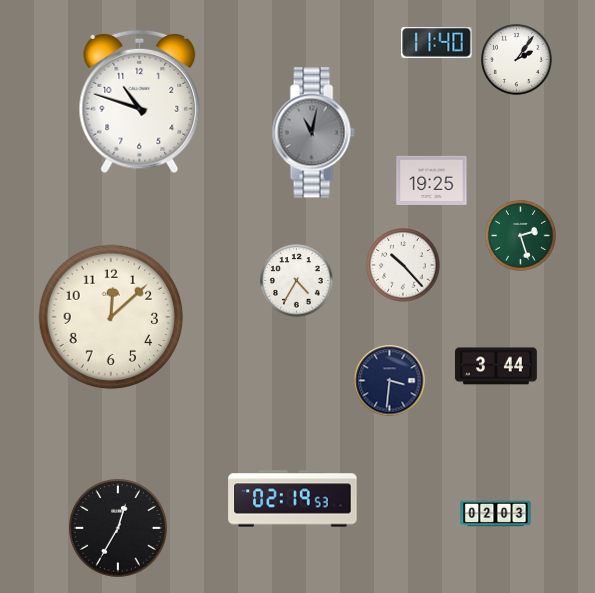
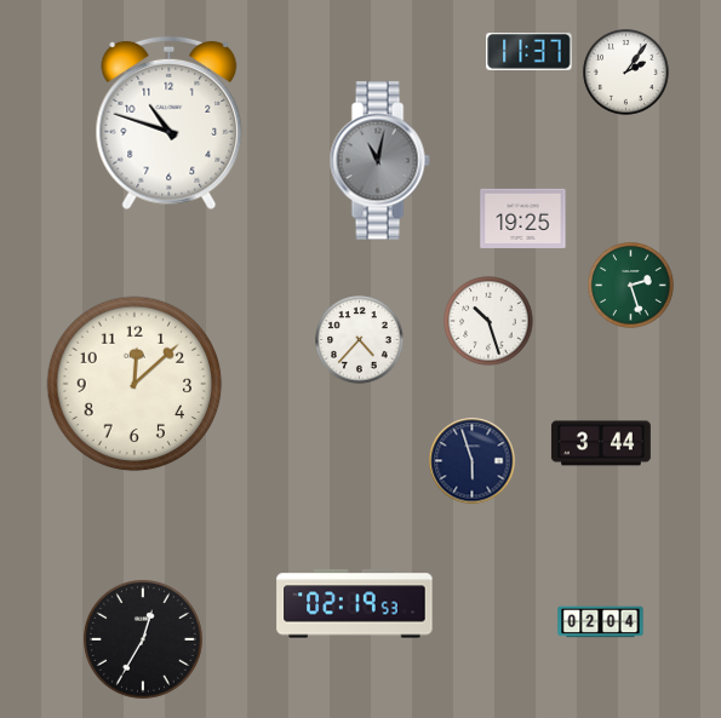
clock at (437, 43): 11:40 -> 11:37
clock at (403, 265): 10:23 -> 10:27
clock at (297, 281): 4:35 -> 4:37
clock at (390, 381): 3:31 -> 5:57
clock at (496, 514): 02:03 -> 02:04
